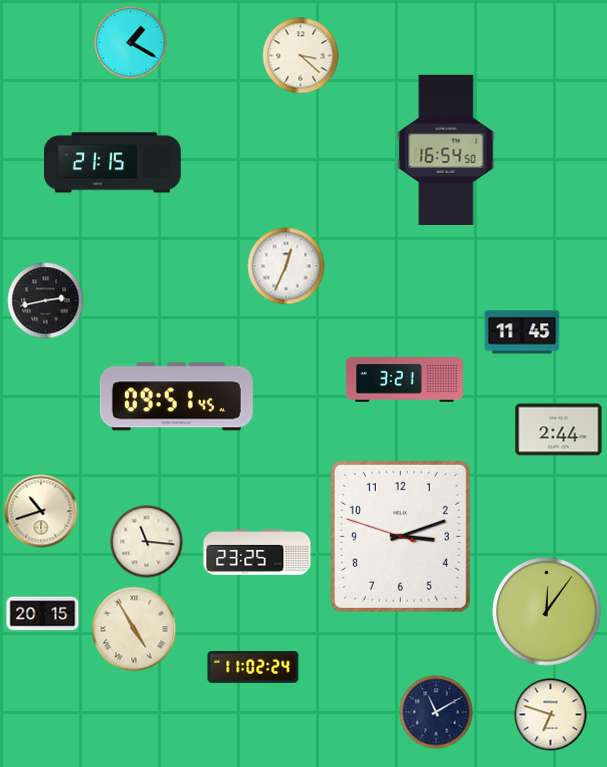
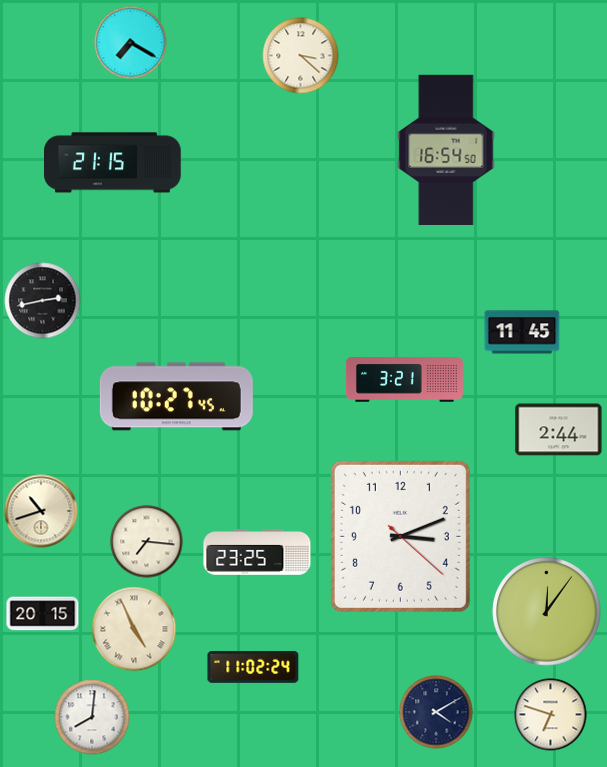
clock at (131, 43): 1:20 -> 7:20
clock at (286, 266): 12:34 -> none
clock at (46, 301) position: (46, 301) -> (43, 301)
clock at (176, 397): 09:51 -> 10:27
clock at (400, 536): 3:11:48 -> 3:11:22
clock at (147, 542): 11:16 -> 7:16
clock at (134, 629): 4:55 -> 4:56
clock at (436, 712): 11:10 -> 4:10
clock at (92, 717): none -> 8:01
